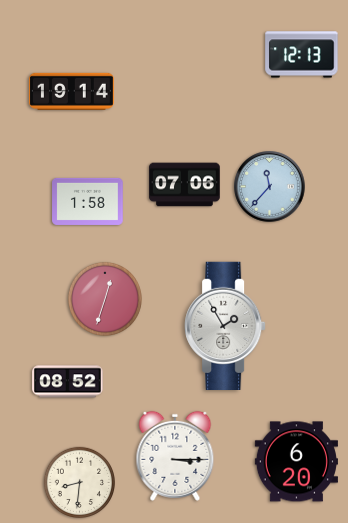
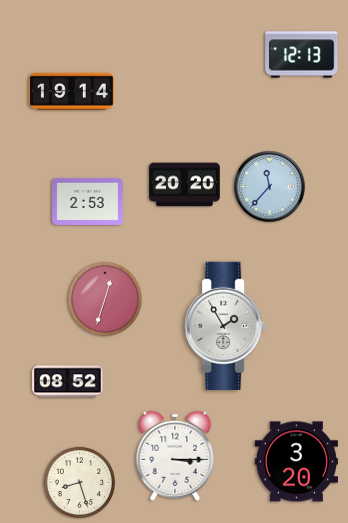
clock at (185, 185): 07:06 -> 20:20
clock at (88, 201): 1:58 -> 2:53
clock at (296, 462): 6:20 -> 3:20
clock at (79, 482): 8:31 -> 8:27
